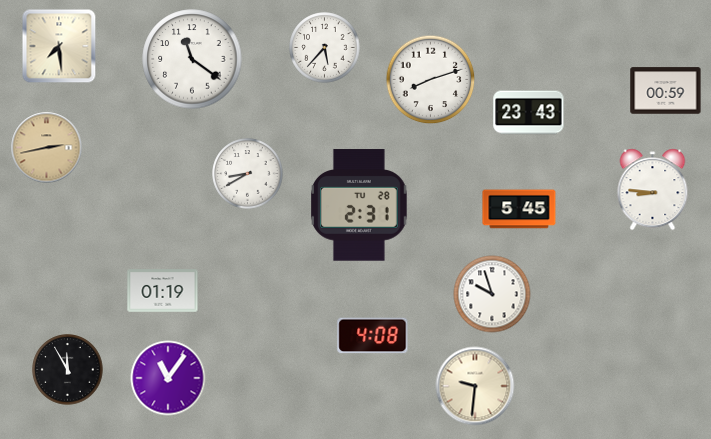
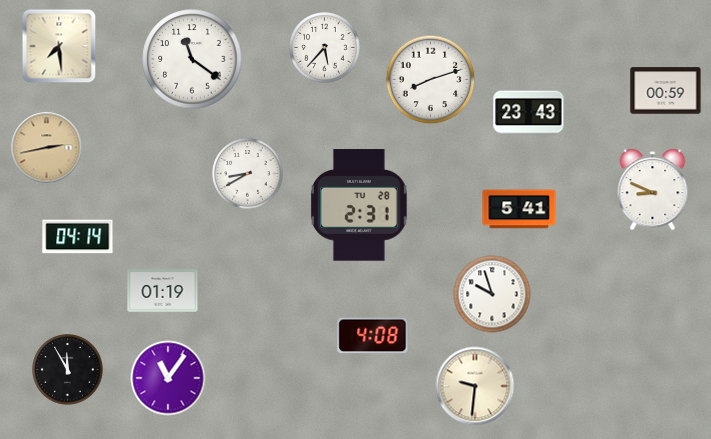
clock at (653, 190): 8:46 -> 8:49
clock at (519, 209): 5:45 -> 5:41
clock at (78, 237): none -> 04:14
